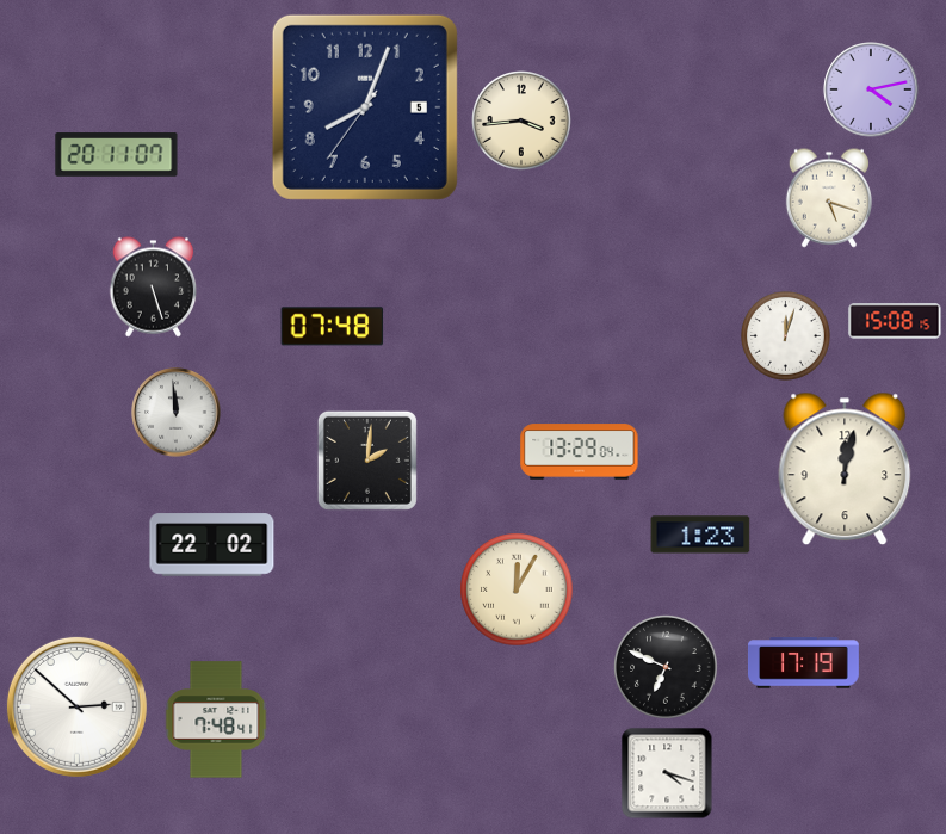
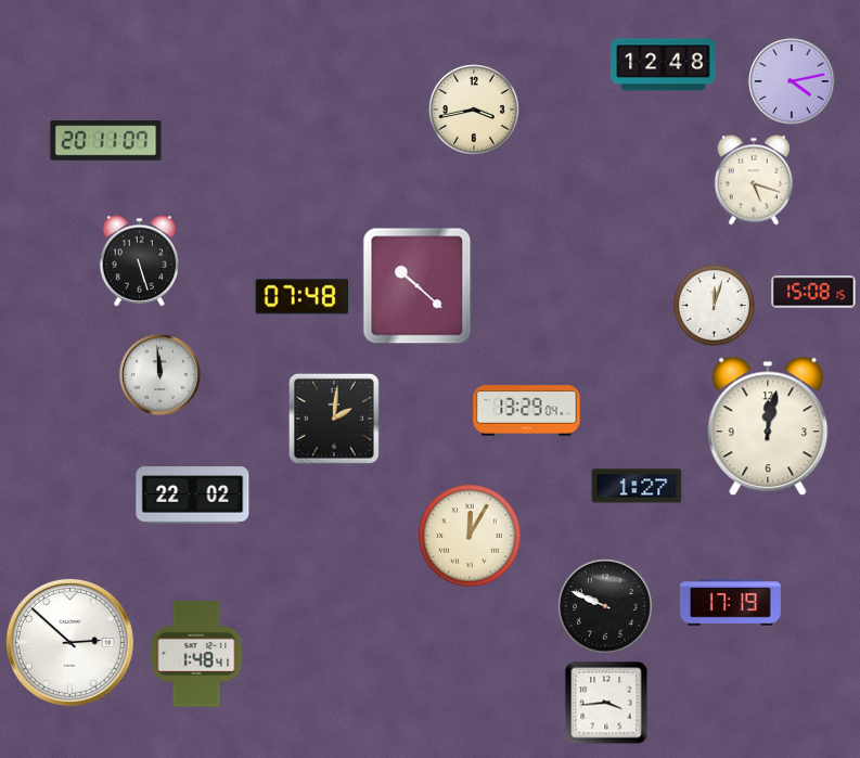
clock at (664, 65): none -> 12:48
clock at (365, 107): 8:03 -> none
clock at (523, 122): 3:44 -> 3:43
clock at (418, 286): none -> 10:22
clock at (700, 535): 1:23 -> 1:27
clock at (666, 667): 6:49 -> 9:49
clock at (216, 719): 7:48 -> 1:48
clock at (667, 773): 4:18 -> 3:44
